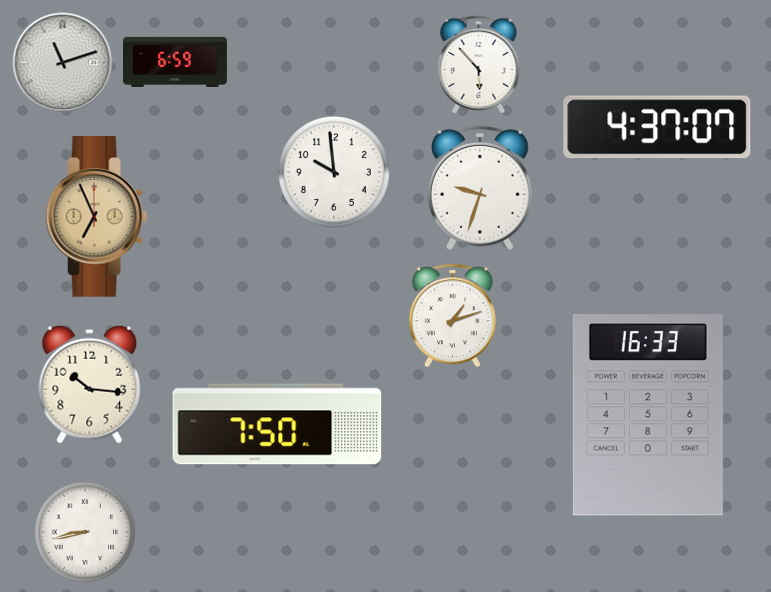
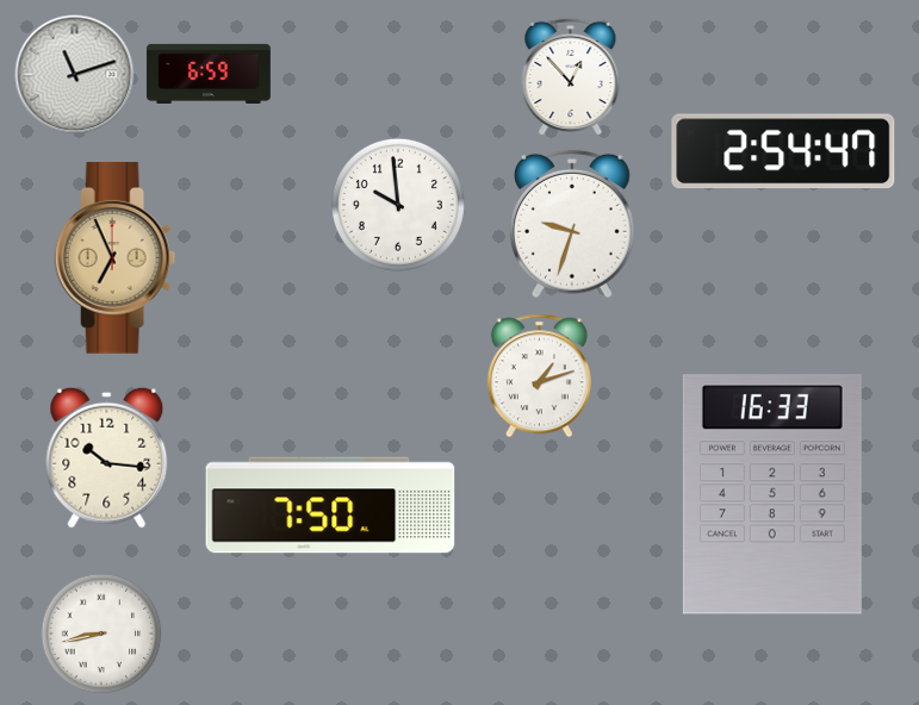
clock at (479, 65): 5:53 -> 12:53
clock at (657, 127): 4:37 -> 2:54
